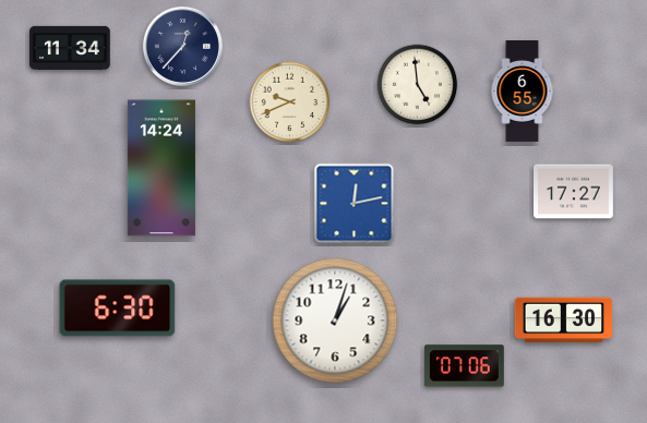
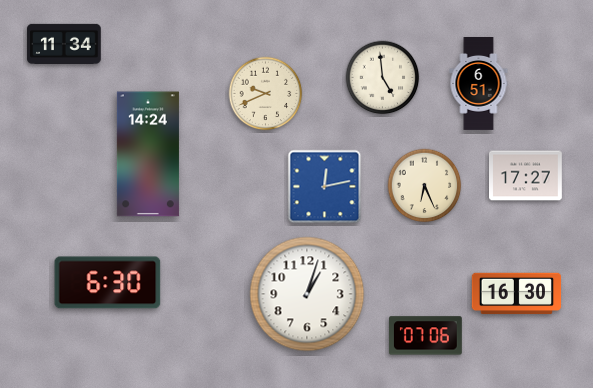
clock at (182, 46): 12:37 -> none
clock at (523, 92): 6:55 -> 6:51
clock at (425, 186): none -> 6:26
